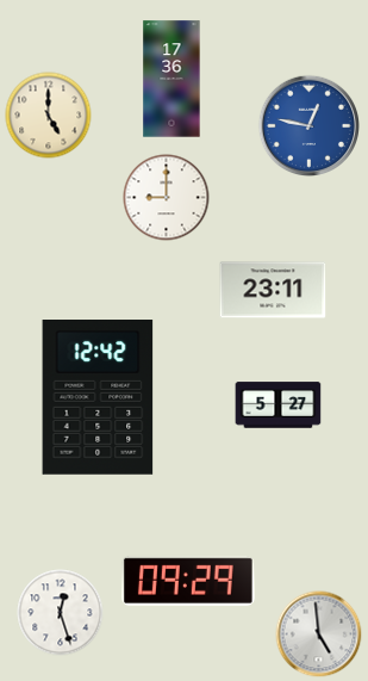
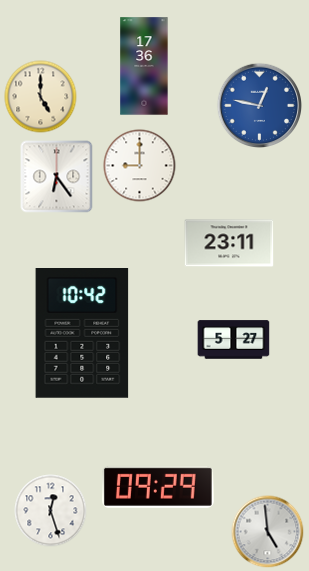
clock at (57, 177): none -> 6:24
clock at (98, 398): 12:42 -> 10:42
clock at (61, 613) position: (61, 613) -> (51, 511)
